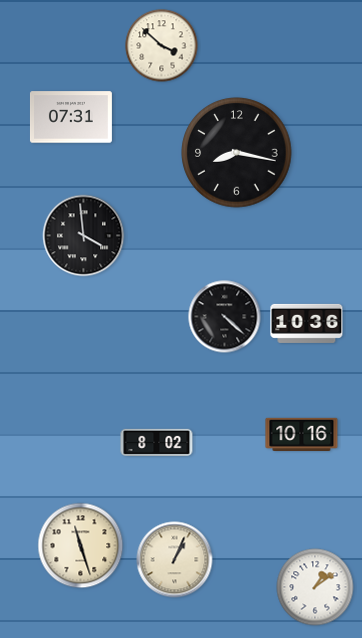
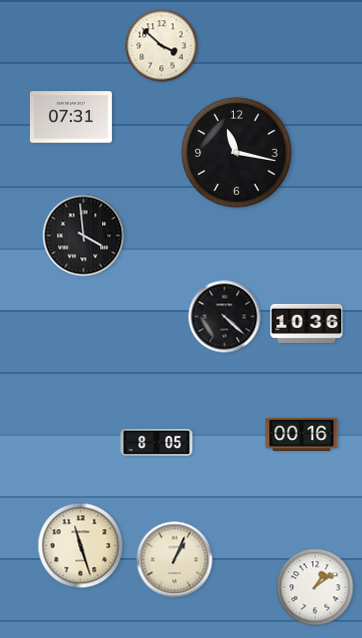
clock at (237, 153): 8:17 -> 11:17
clock at (302, 434): 10:16 -> 00:16
clock at (157, 442): 8:02 -> 8:05
